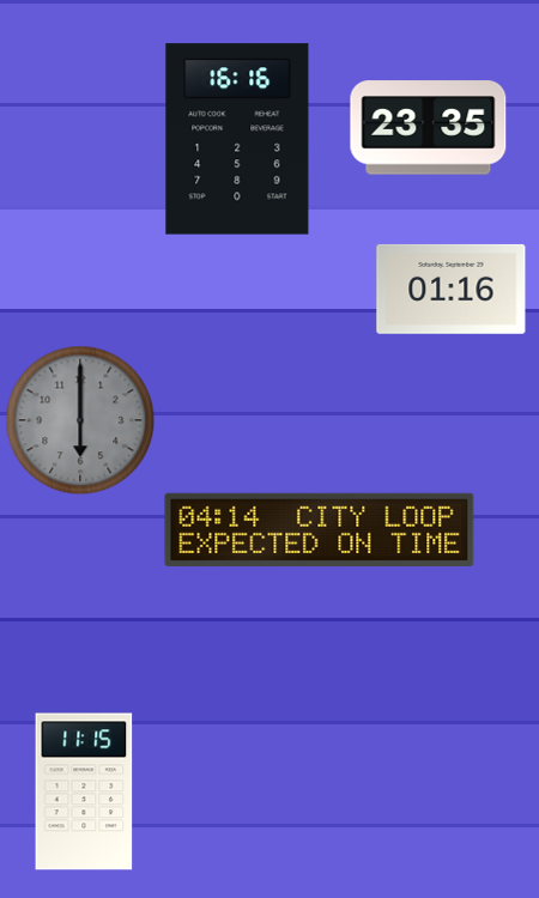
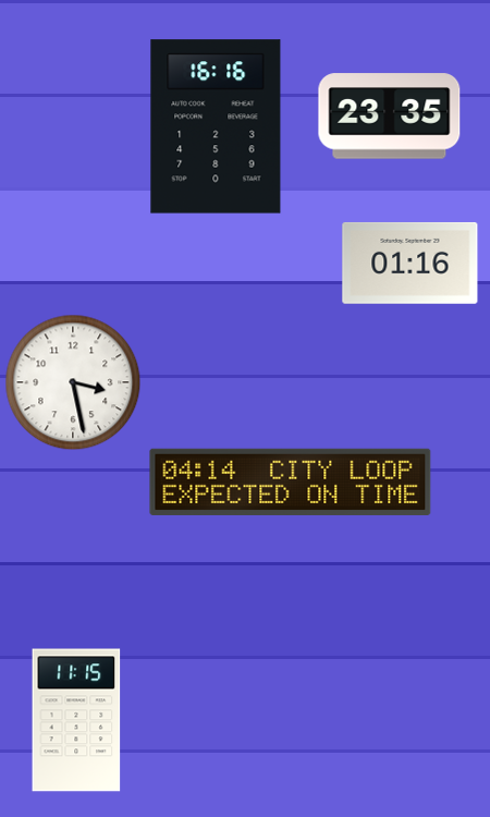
clock at (80, 420): 6:00 -> 3:28
clock at (80, 420) dial: grey -> white
